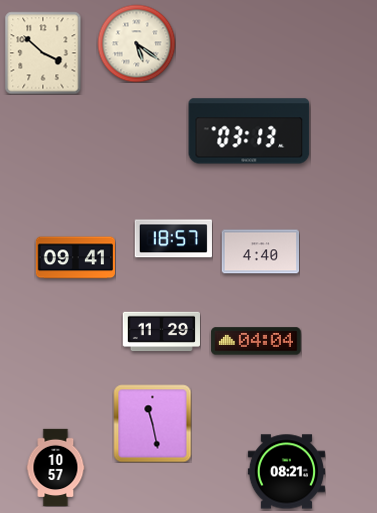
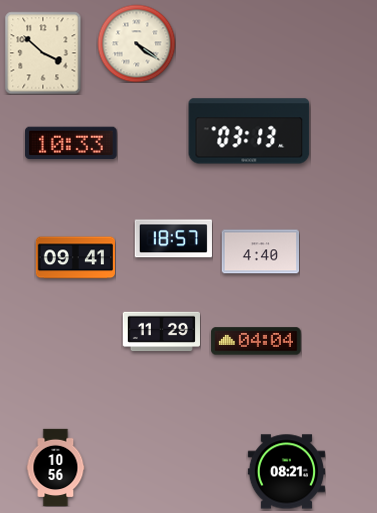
clock at (136, 43): 5:21 -> 4:21
clock at (71, 143): none -> 10:33
clock at (152, 423): 11:28 -> none
clock at (56, 467): 10:57 -> 10:56
